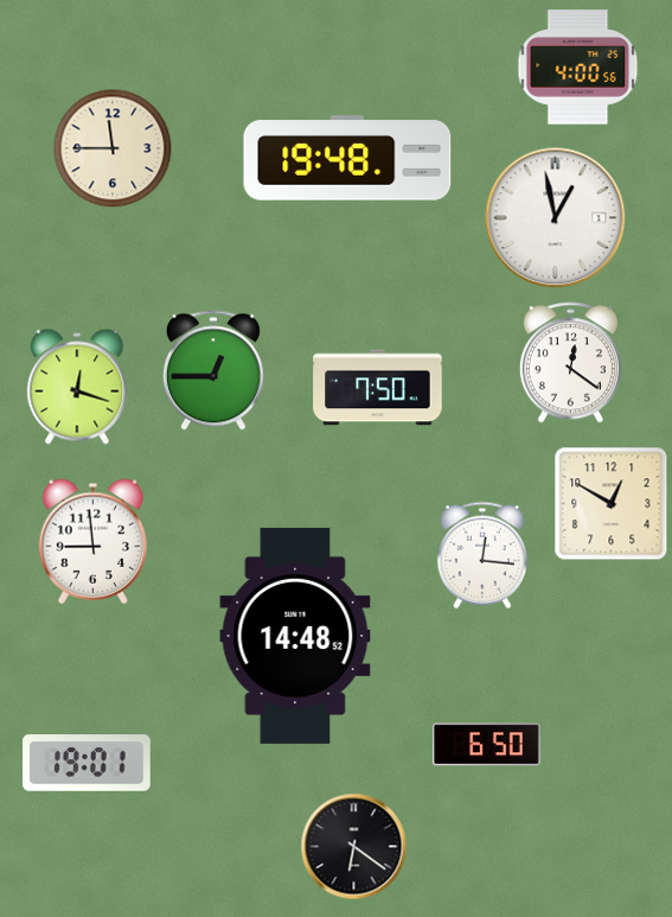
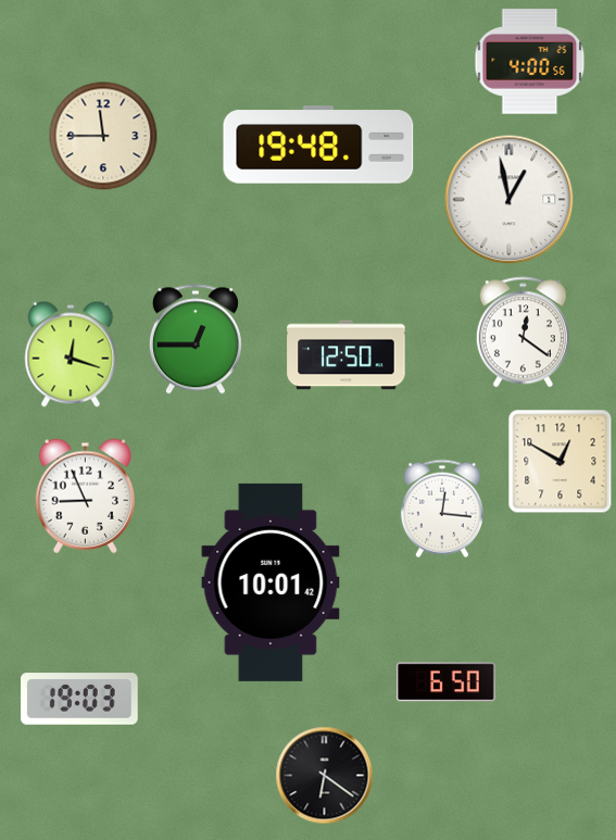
clock at (378, 388): 7:50 -> 12:50
clock at (94, 541): 8:59 -> 8:56
clock at (295, 636): 14:48 -> 10:01
clock at (87, 763): 19:01 -> 19:03
